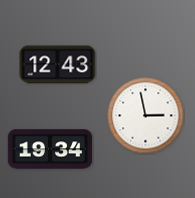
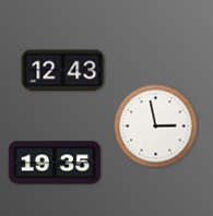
clock at (146, 116) position: (146, 116) -> (156, 127)
clock at (50, 149): 19:34 -> 19:35
